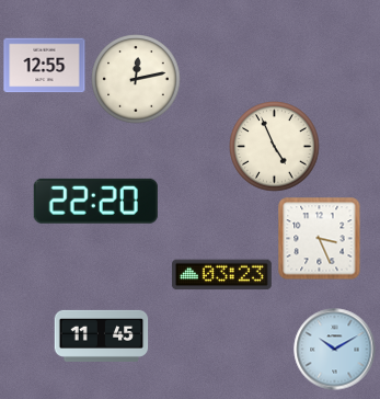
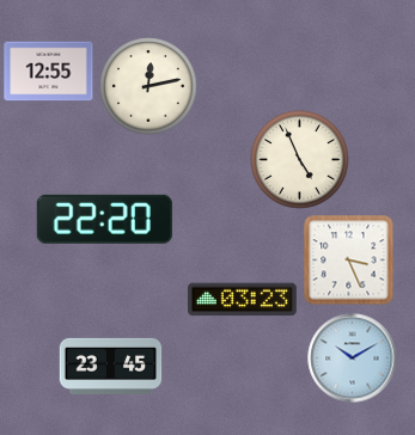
clock at (102, 335): 11:45 -> 23:45
clock at (335, 350) position: (335, 350) -> (353, 359)
